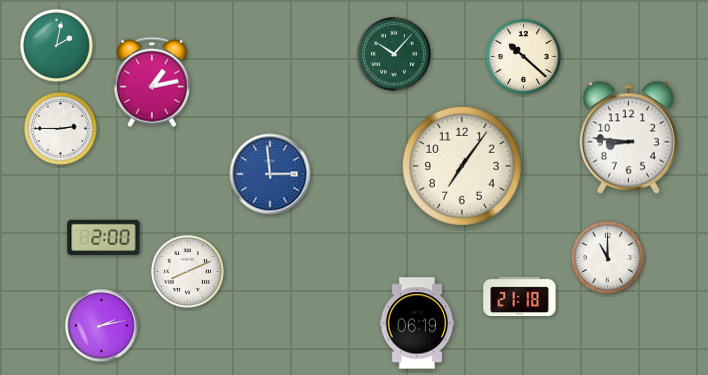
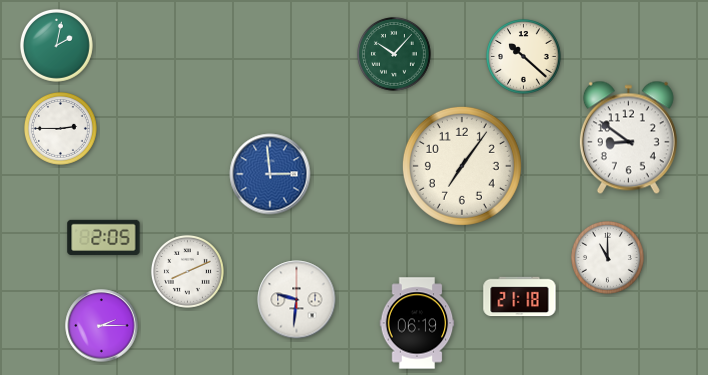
clock at (152, 82): 1:13 -> none
clock at (628, 138): 8:46 -> 8:51
clock at (104, 237): 2:00 -> 2:05
clock at (297, 300): none -> 9:31
clock at (102, 326): 2:13 -> 2:15
